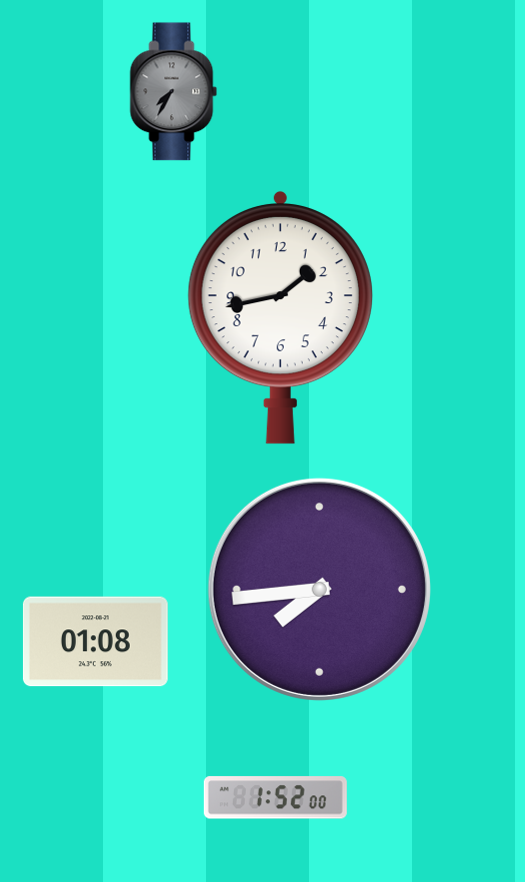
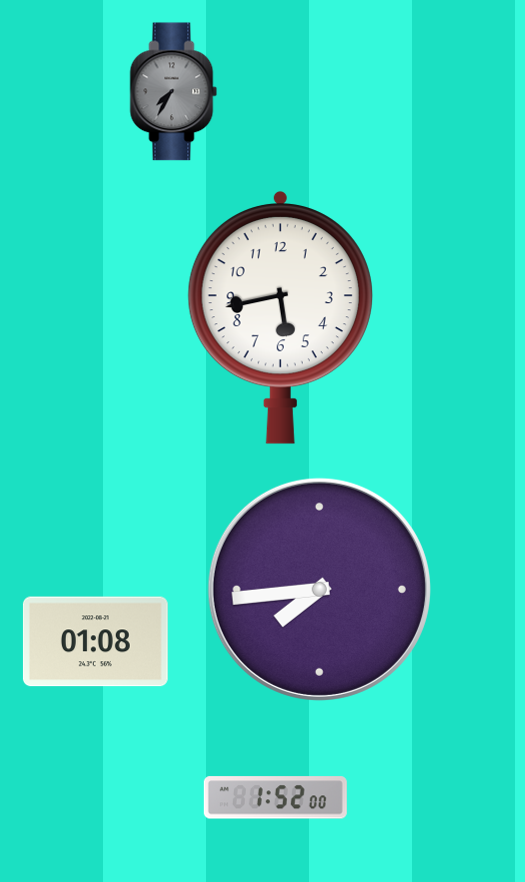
clock at (280, 318): 1:43 -> 5:43
